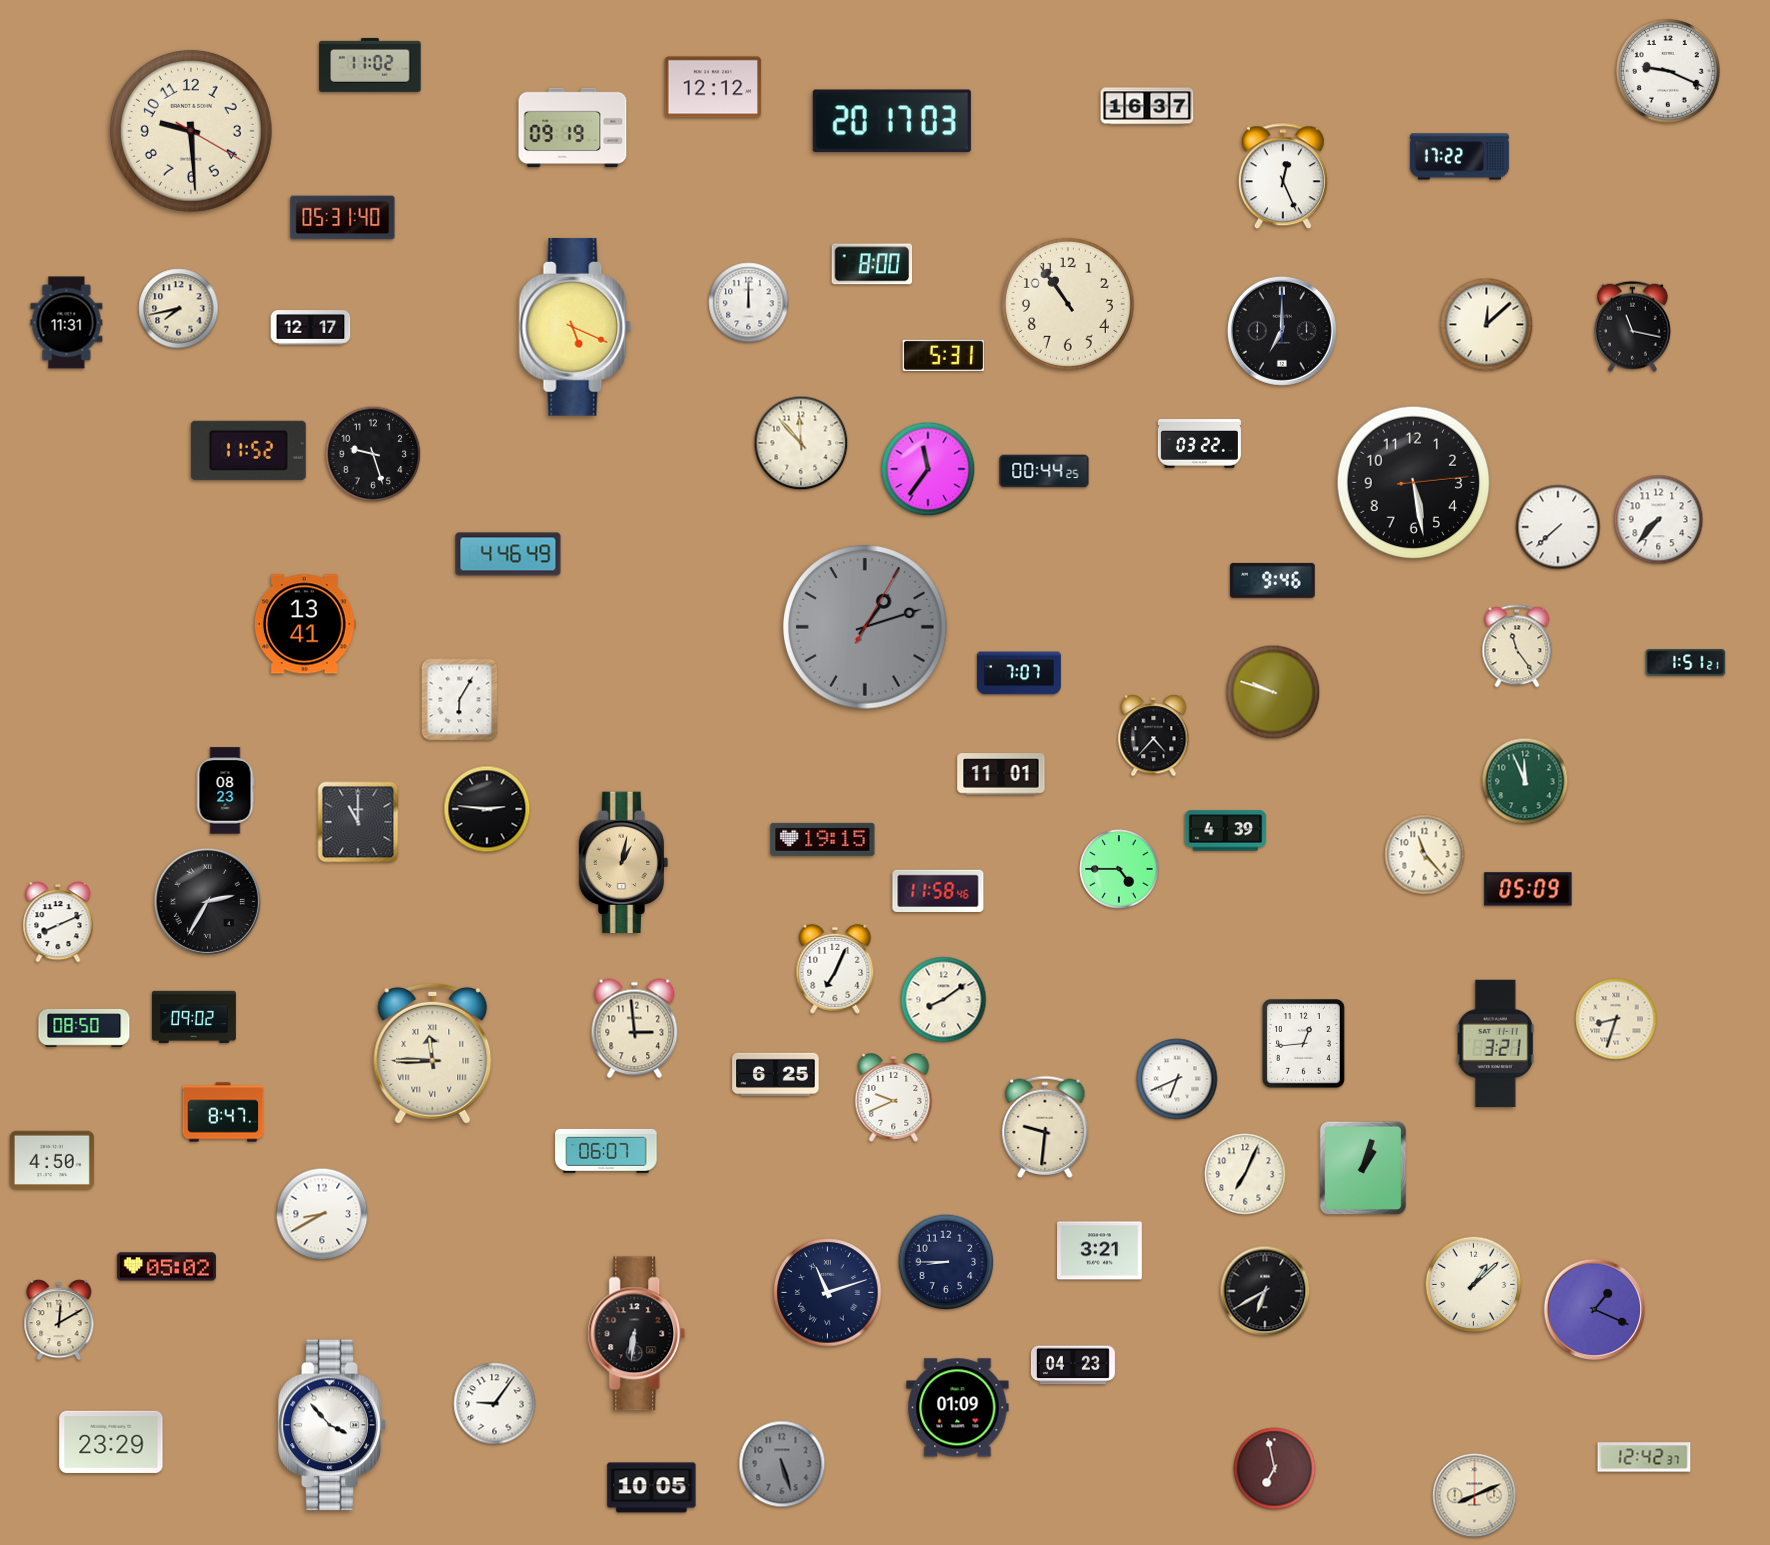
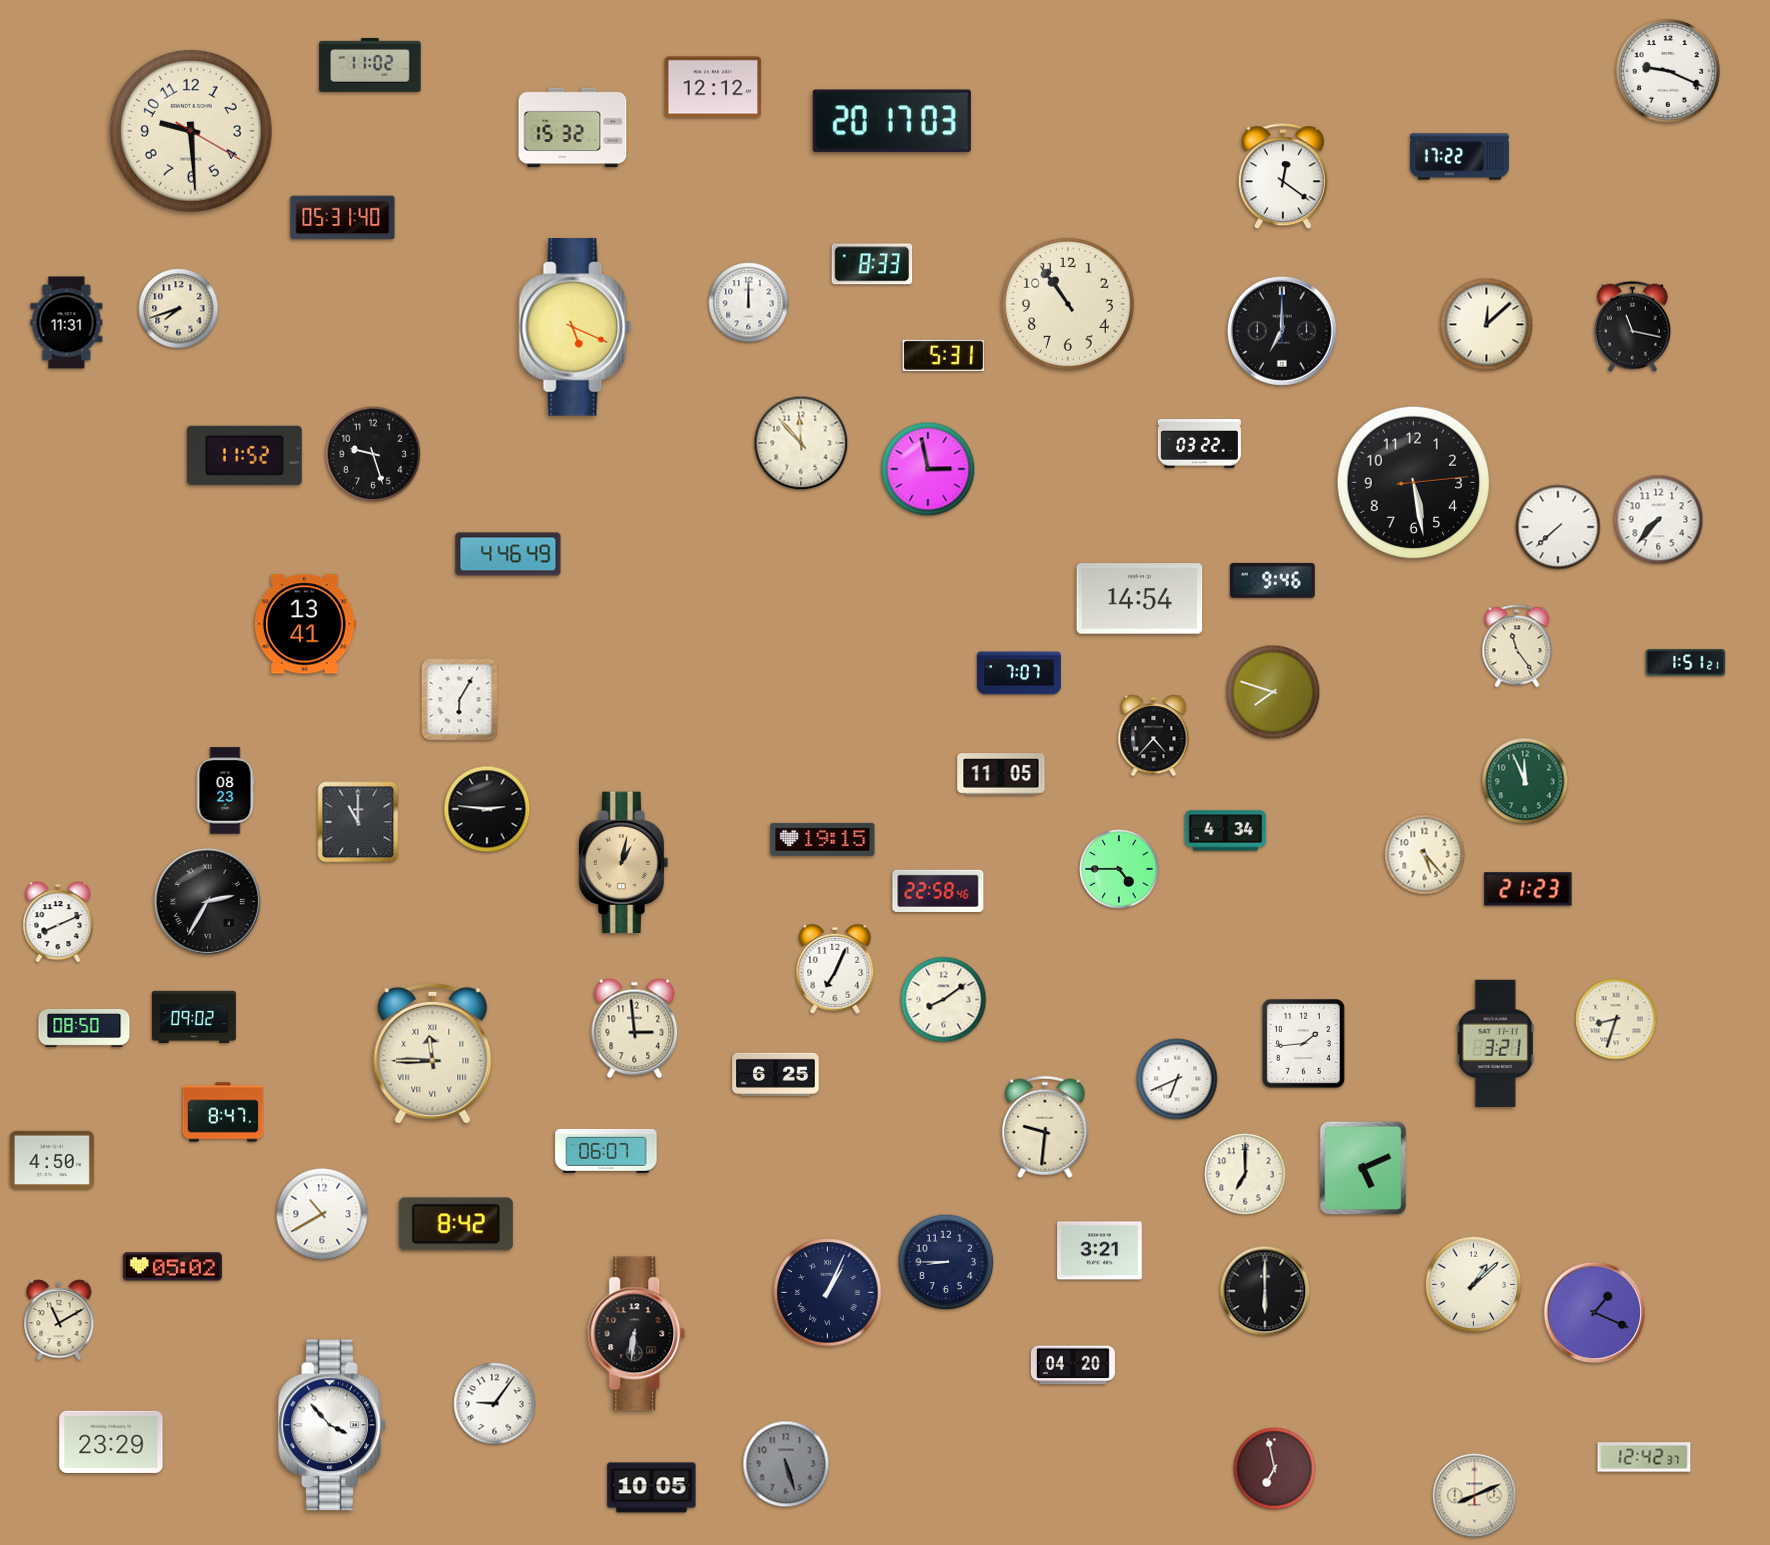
clock at (1147, 106): 16:37 -> none
clock at (573, 128): 09:19 -> 15:32
clock at (1283, 177): 12:26 -> 12:21
clock at (872, 264): 8:00 -> 8:33
clock at (179, 309): 7:43 -> 7:42
clock at (311, 328): 12:17 -> none
clock at (248, 450) position: (248, 450) -> (244, 455)
clock at (928, 469): 11:36 -> 2:58
clock at (1044, 471): 00:44 -> none
clock at (1140, 599): none -> 14:54
clock at (866, 628): 1:12 -> none
clock at (1273, 692): 9:48 -> 7:48
clock at (1001, 774): 11:01 -> 11:05
clock at (1226, 831): 4:39 -> 4:34
clock at (1425, 855): 11:23 -> 5:23
clock at (1528, 889): 05:09 -> 21:23
clock at (938, 891): 11:58 -> 22:58
clock at (1304, 1044): 12:44 -> 1:44
clock at (894, 1098): 9:41 -> none
clock at (1363, 1168): 1:03 -> 5:11
clock at (1245, 1174): 7:04 -> 7:00
clock at (322, 1214): 8:40 -> 10:40
clock at (456, 1224): none -> 8:42
clock at (166, 1267) position: (166, 1267) -> (172, 1267)
clock at (1265, 1291): 6:40 -> 6:00
clock at (828, 1293): 11:12 -> 1:04
clock at (1595, 1310) position: (1595, 1310) -> (1595, 1313)
clock at (59, 1320): 12:10 -> 11:10
clock at (1073, 1365): 04:23 -> 04:20
clock at (958, 1408): 01:09 -> none
clock at (782, 1464) position: (782, 1464) -> (786, 1464)
